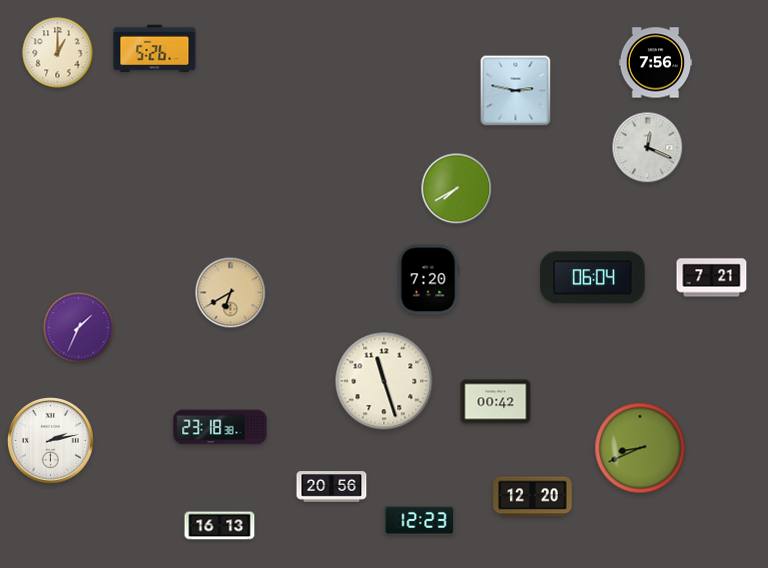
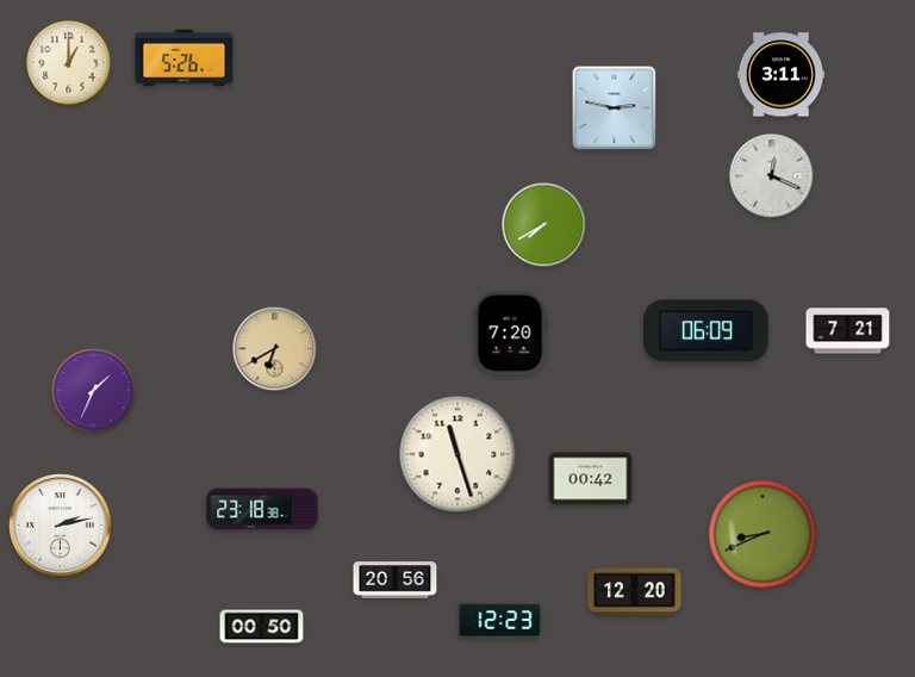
clock at (656, 63): 7:56 -> 3:11
clock at (593, 278): 06:04 -> 06:09
clock at (220, 526): 16:13 -> 00:50
